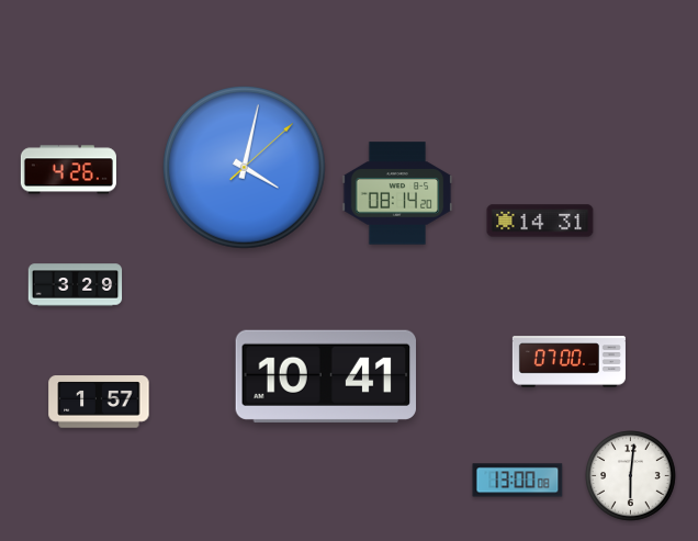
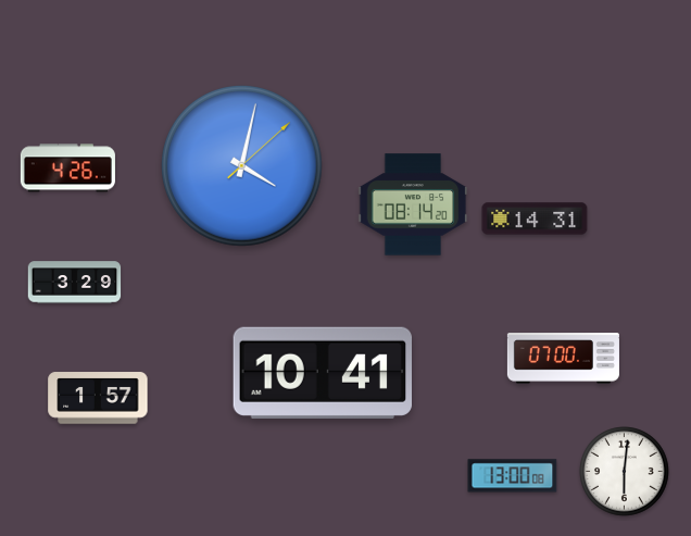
clock at (397, 193) position: (397, 193) -> (413, 204)
